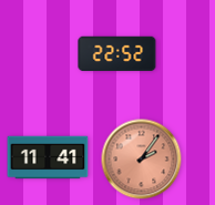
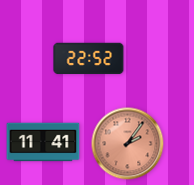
clock at (117, 54) position: (117, 54) -> (89, 59)
